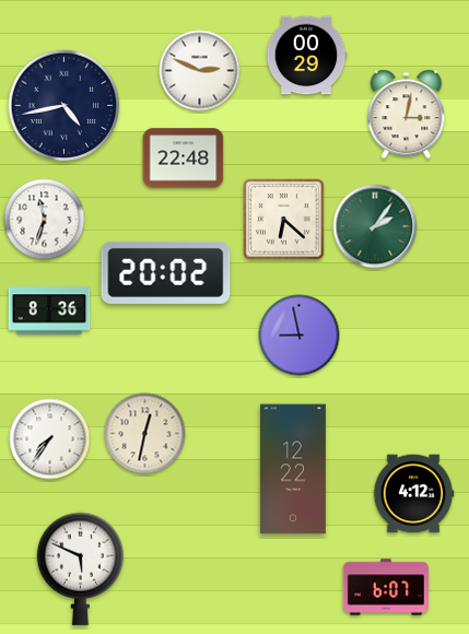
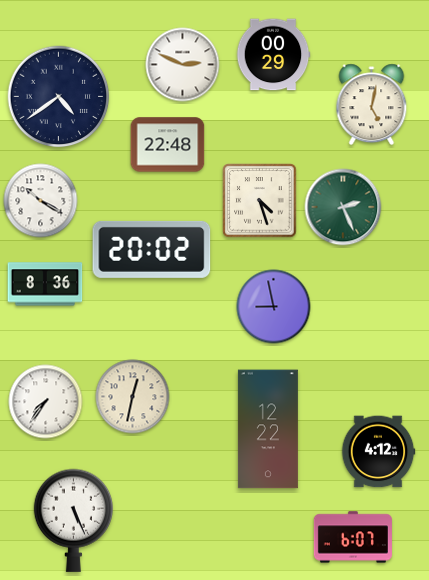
clock at (306, 56) position: (306, 56) -> (273, 55)
clock at (65, 106): 4:43 -> 4:39
clock at (407, 115): 3:02 -> 5:02
clock at (45, 220): 11:33 -> 10:20
clock at (284, 220): 6:22 -> 4:27
clock at (375, 226): 2:06 -> 2:26
clock at (80, 568): 5:49 -> 5:26
